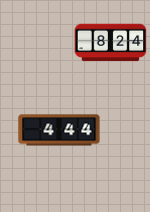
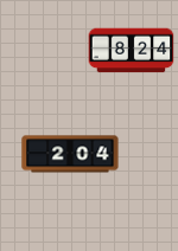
clock at (59, 130): 4:44 -> 2:04
